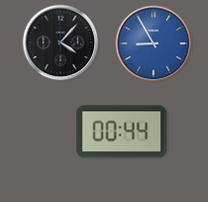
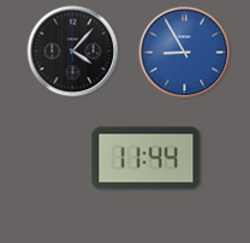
clock at (122, 132): 00:44 -> 11:44
